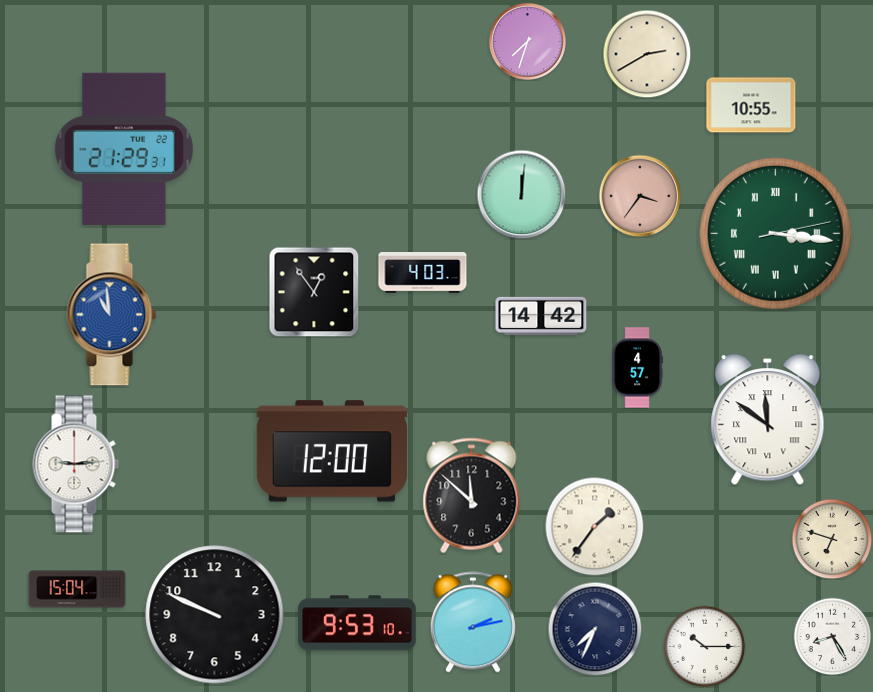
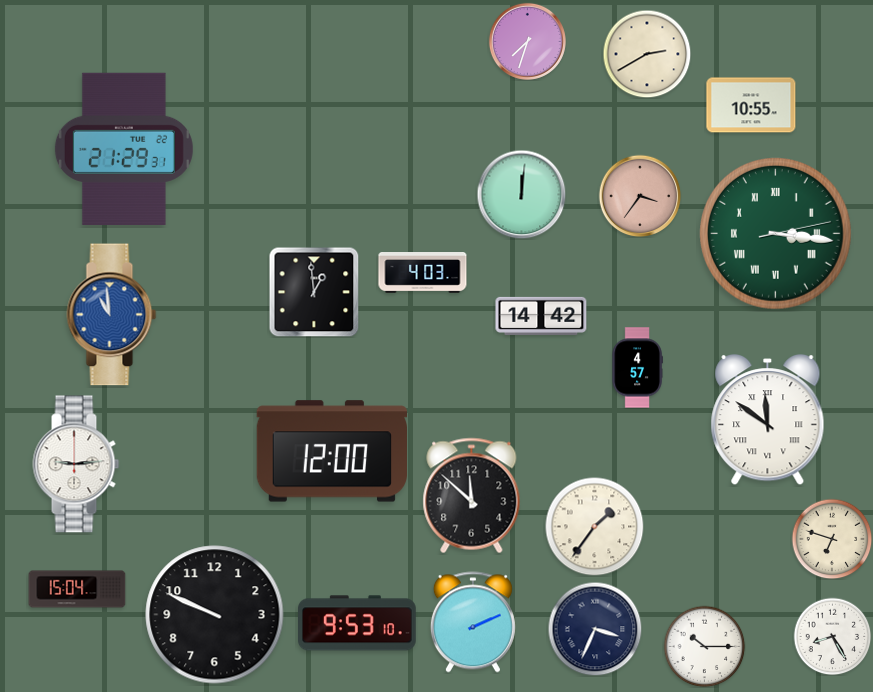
clock at (314, 292): 12:54 -> 12:59
clock at (473, 622): 2:13 -> 2:11
clock at (595, 629): 7:34 -> 3:34
